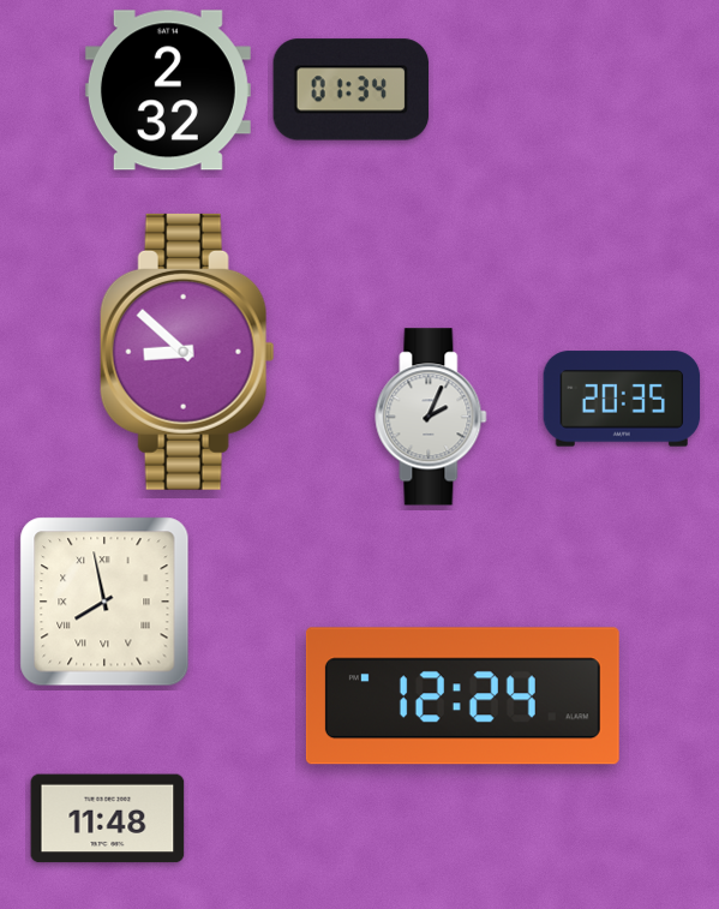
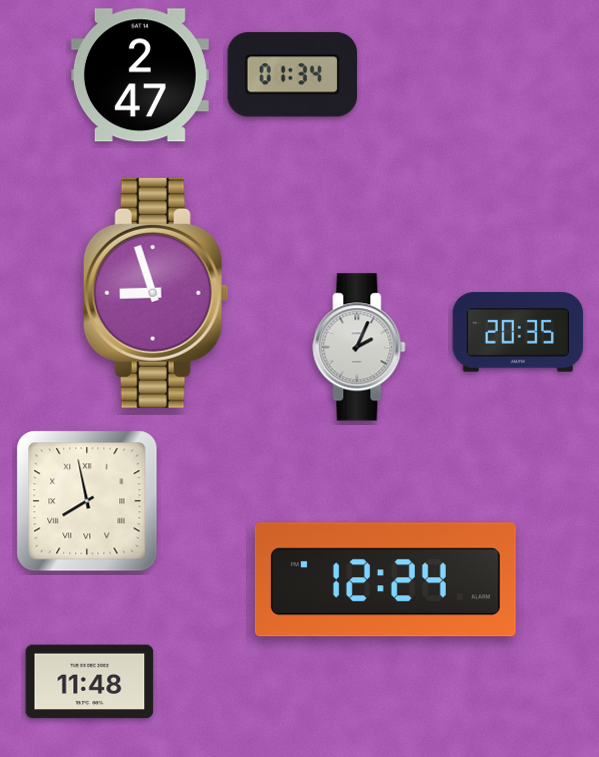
clock at (168, 90): 2:32 -> 2:47
clock at (187, 352): 8:52 -> 8:57
